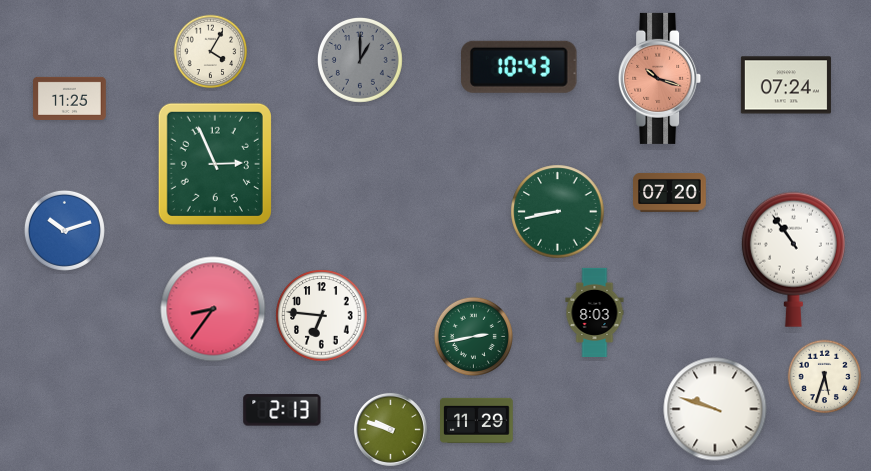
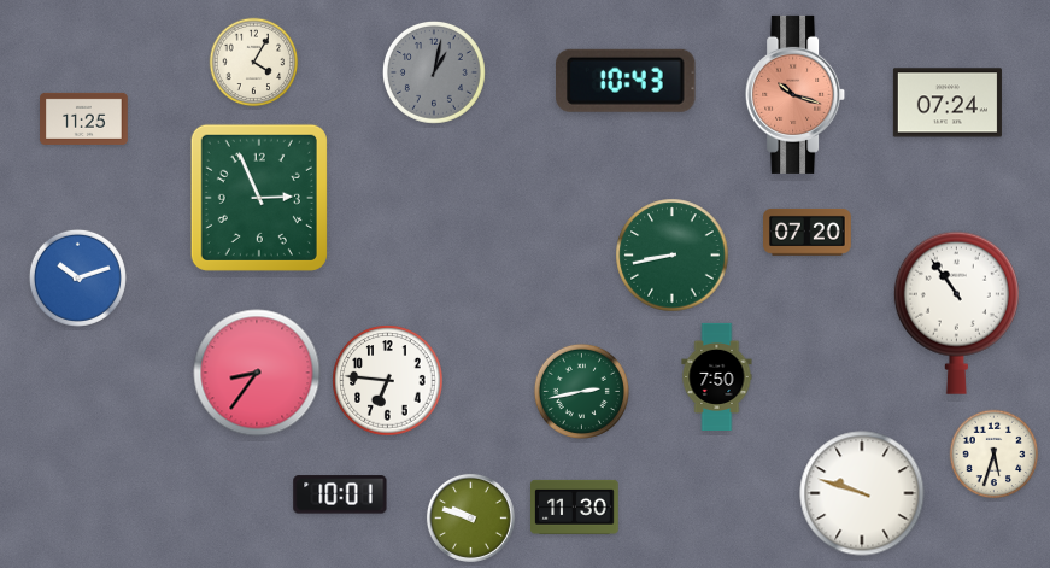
clock at (360, 60): 1:00 -> 1:02
clock at (595, 312): 8:03 -> 7:50
clock at (473, 336) position: (473, 336) -> (581, 391)
clock at (282, 410): 2:13 -> 10:01
clock at (477, 420): 11:29 -> 11:30
